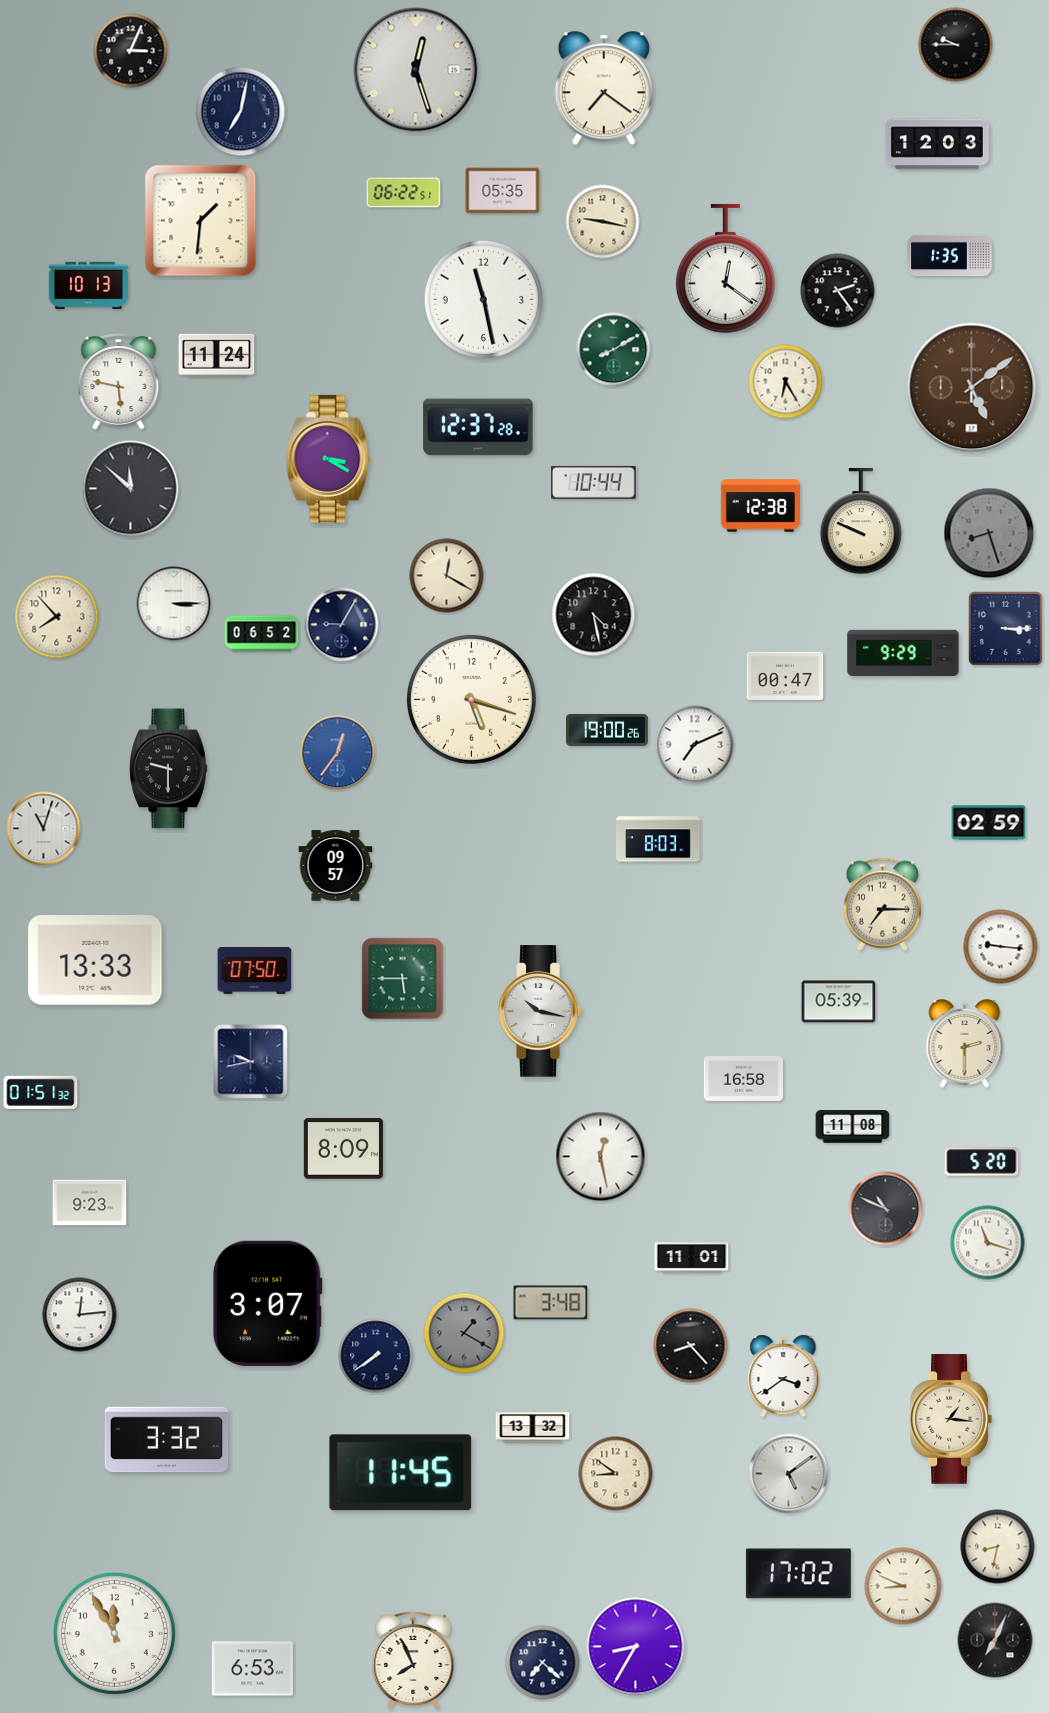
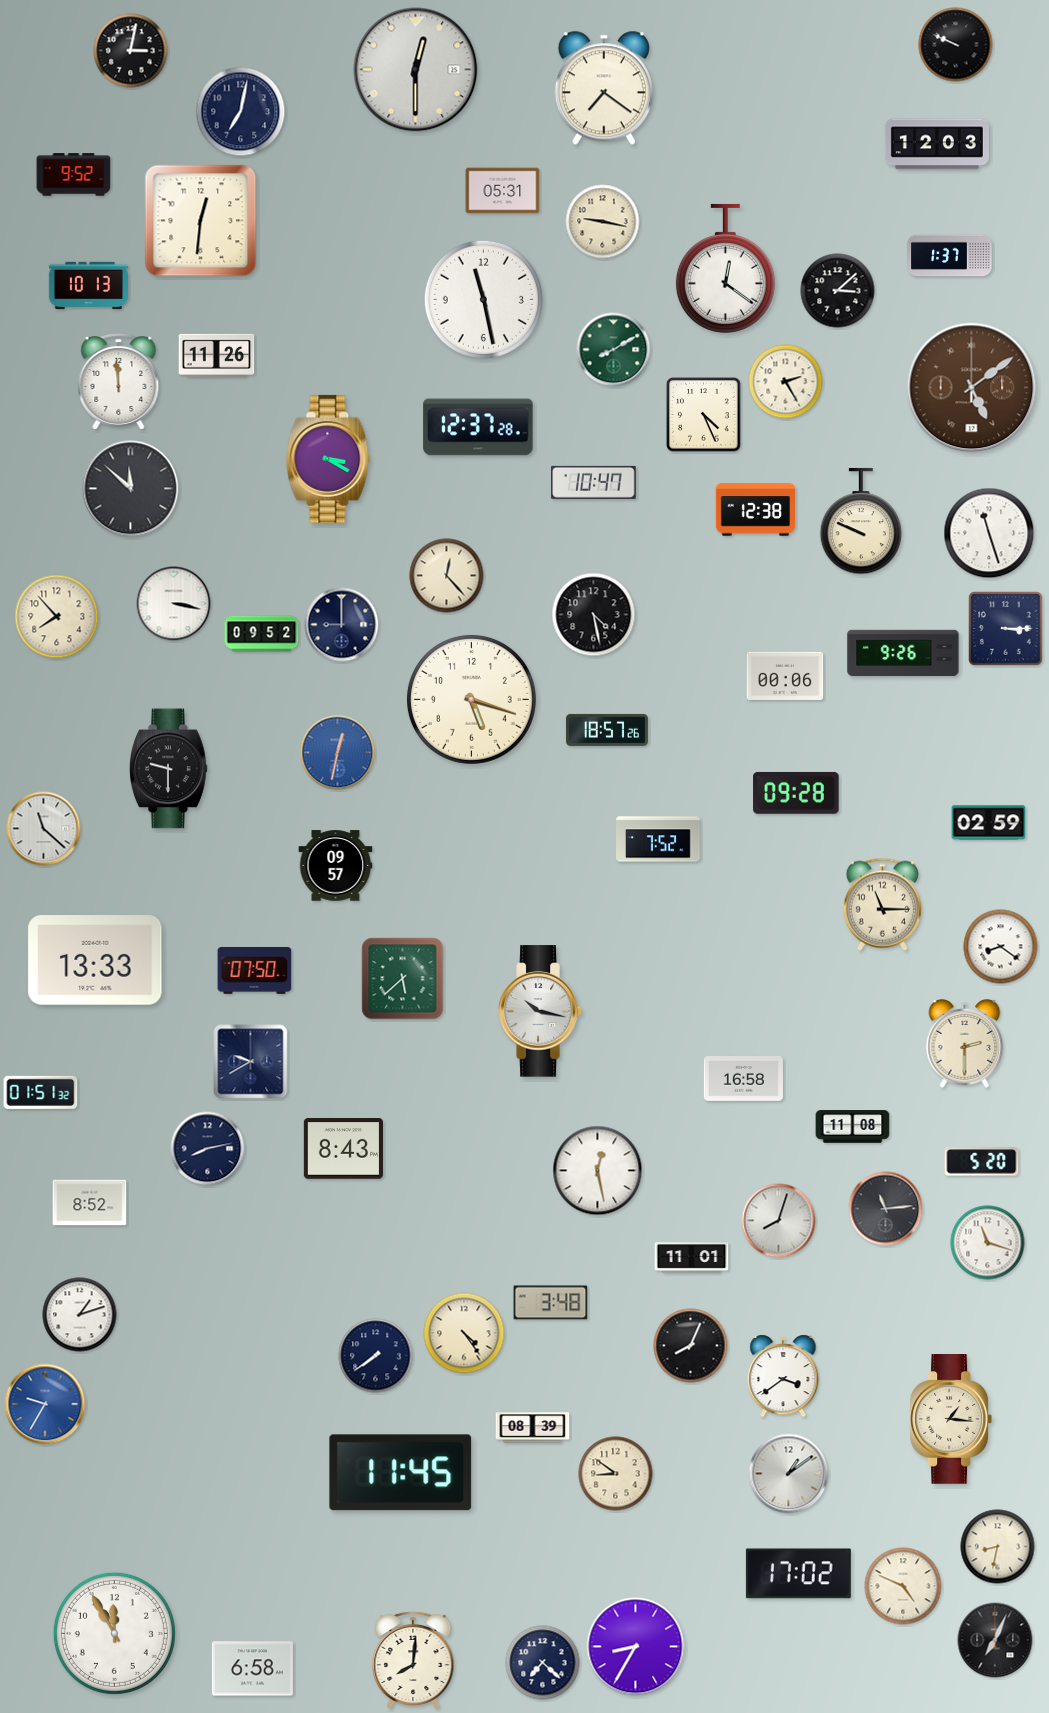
clock at (956, 45): 9:45 -> 9:49
clock at (131, 51): 3:04 -> 3:02
clock at (416, 70): 12:27 -> 12:30
clock at (74, 175): none -> 9:52
clock at (503, 191): 05:35 -> 05:31
clock at (404, 193): 06:22 -> none
clock at (201, 221): 1:31 -> 12:31
clock at (950, 256): 1:35 -> 1:37
clock at (838, 291): 2:24 -> 3:08
clock at (217, 355): 11:24 -> 11:26
clock at (119, 382): 5:47 -> 11:59
clock at (786, 382): 6:25 -> 2:25
clock at (704, 415): none -> 4:26
clock at (594, 482): 10:44 -> 10:47
clock at (760, 506) position: (760, 506) -> (755, 510)
clock at (989, 533): 8:27 -> 11:27
clock at (989, 533) dial: grey -> white
clock at (447, 576): 12:20 -> 12:23
clock at (174, 604): 3:15 -> 3:17
clock at (342, 625): 9:05 -> 9:00
clock at (262, 634): 06:52 -> 09:52
clock at (903, 653): 9:29 -> 9:26
clock at (785, 676): 00:47 -> 00:06
clock at (607, 730): 19:00 -> 18:57
clock at (695, 745): 7:11 -> none
clock at (338, 753): 12:36 -> 12:32
clock at (796, 793): none -> 09:28
clock at (44, 829): 11:03 -> 11:22
clock at (658, 839): 8:03 -> 7:52
clock at (882, 904): 7:15 -> 11:15
clock at (1001, 947): 9:16 -> 8:21
clock at (403, 979): 5:45 -> 5:38
clock at (839, 1002): 05:39 -> none
clock at (251, 1062): 9:43 -> 9:40
clock at (208, 1149): none -> 8:13
clock at (343, 1149): 8:09 -> 8:43
clock at (601, 1157) position: (601, 1157) -> (598, 1171)
clock at (90, 1203): 9:23 -> 8:52
clock at (886, 1209): 10:49 -> 11:14
clock at (779, 1221): none -> 8:03
clock at (267, 1303): 3:07 -> none
clock at (80, 1315): 12:14 -> 1:12
clock at (464, 1333): 1:20 -> 4:24
clock at (464, 1333) dial: grey -> cream
clock at (691, 1346): 8:23 -> 8:04
clock at (45, 1404): none -> 9:35
clock at (533, 1428): 13:32 -> 08:39
clock at (167, 1440): 3:32 -> none
clock at (789, 1474): 5:09 -> 1:09
clock at (903, 1586): 8:49 -> 4:49
clock at (413, 1659): 7:56 -> 8:01
clock at (252, 1669): 6:53 -> 6:58
